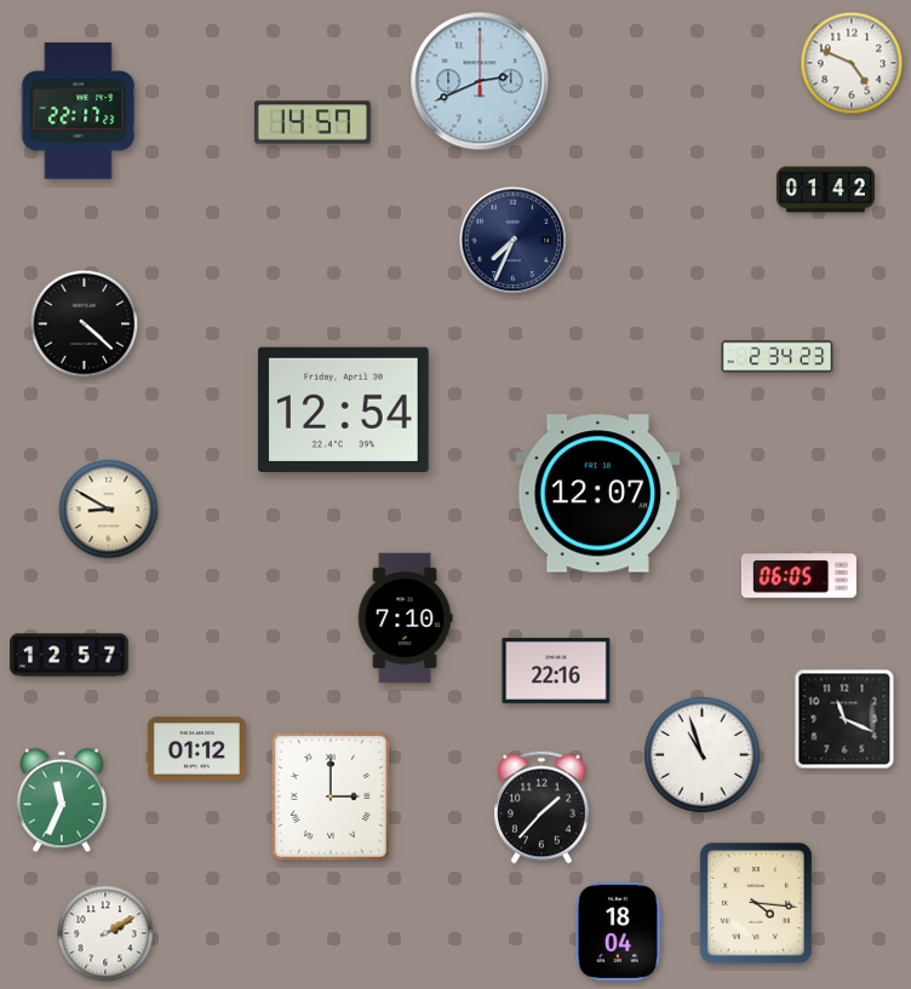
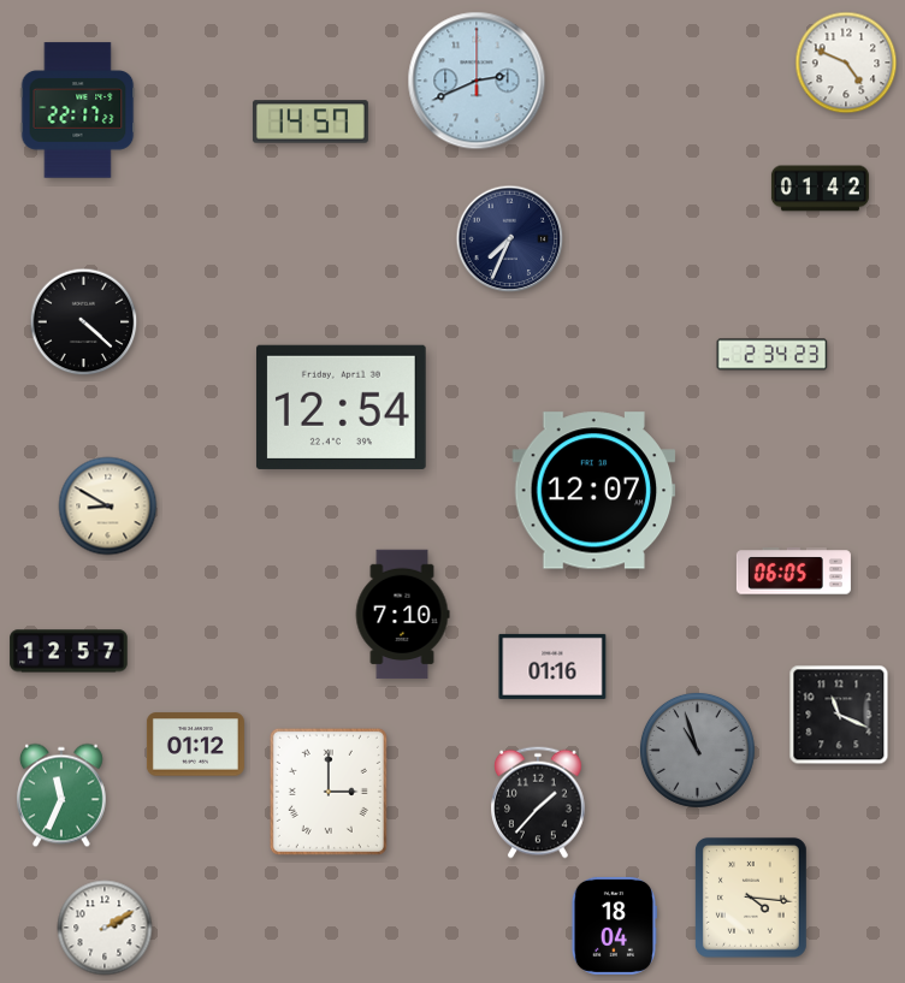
clock at (556, 671): 22:16 -> 01:16
clock at (701, 754) dial: white -> grey
